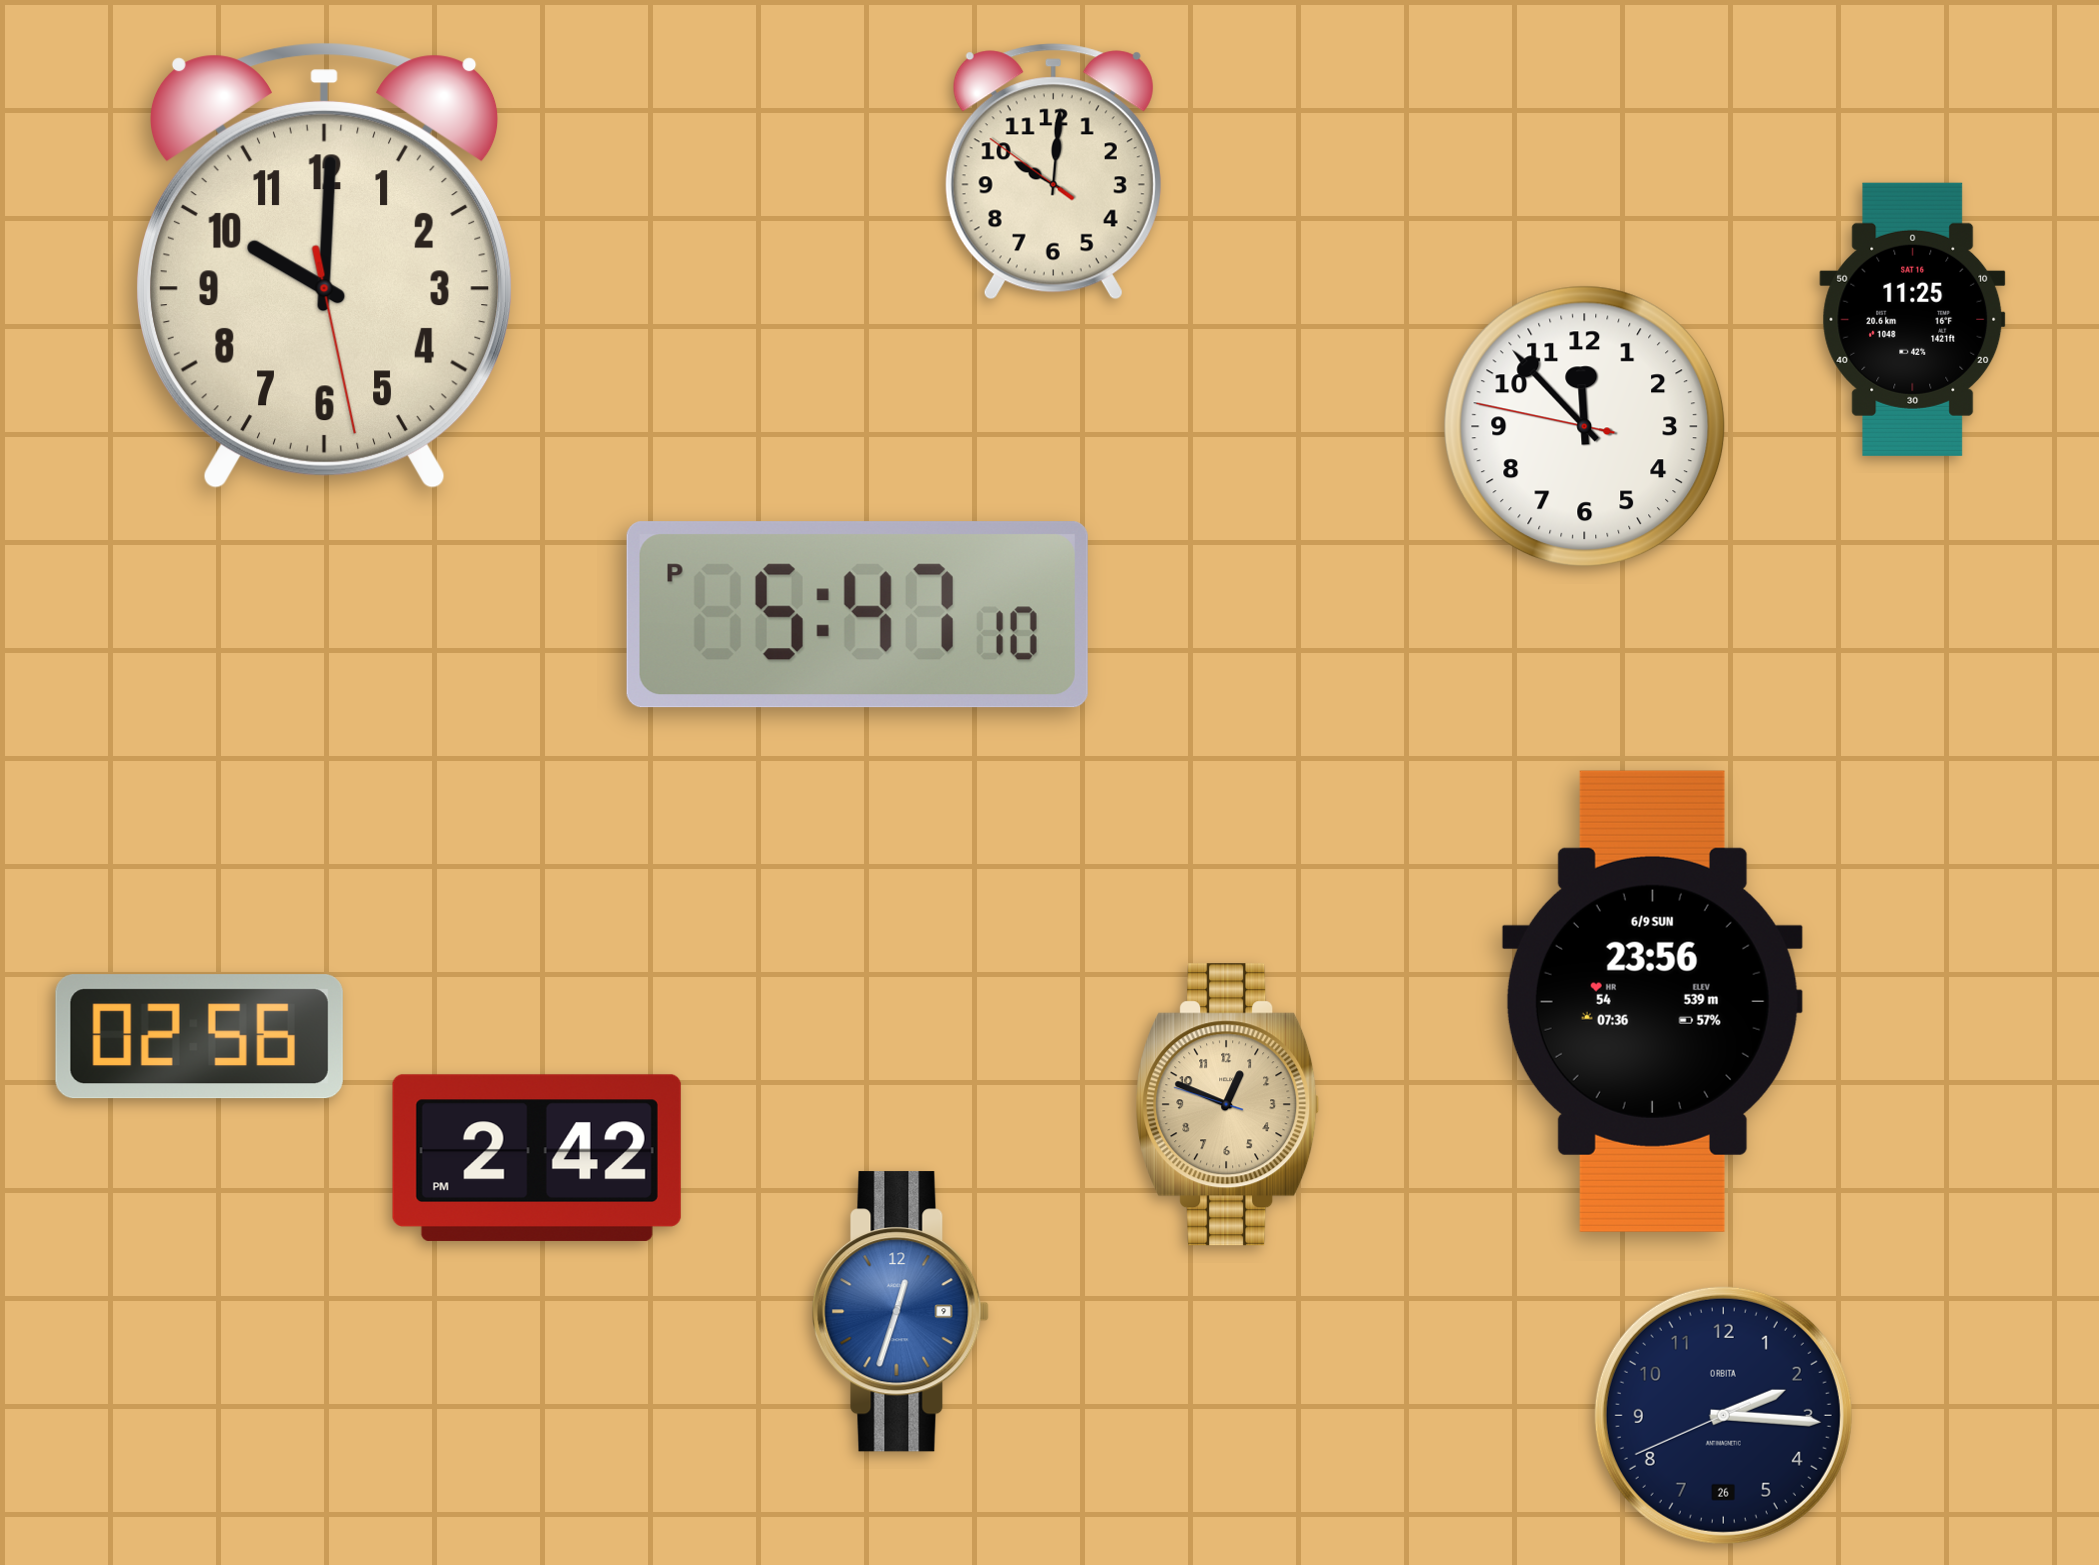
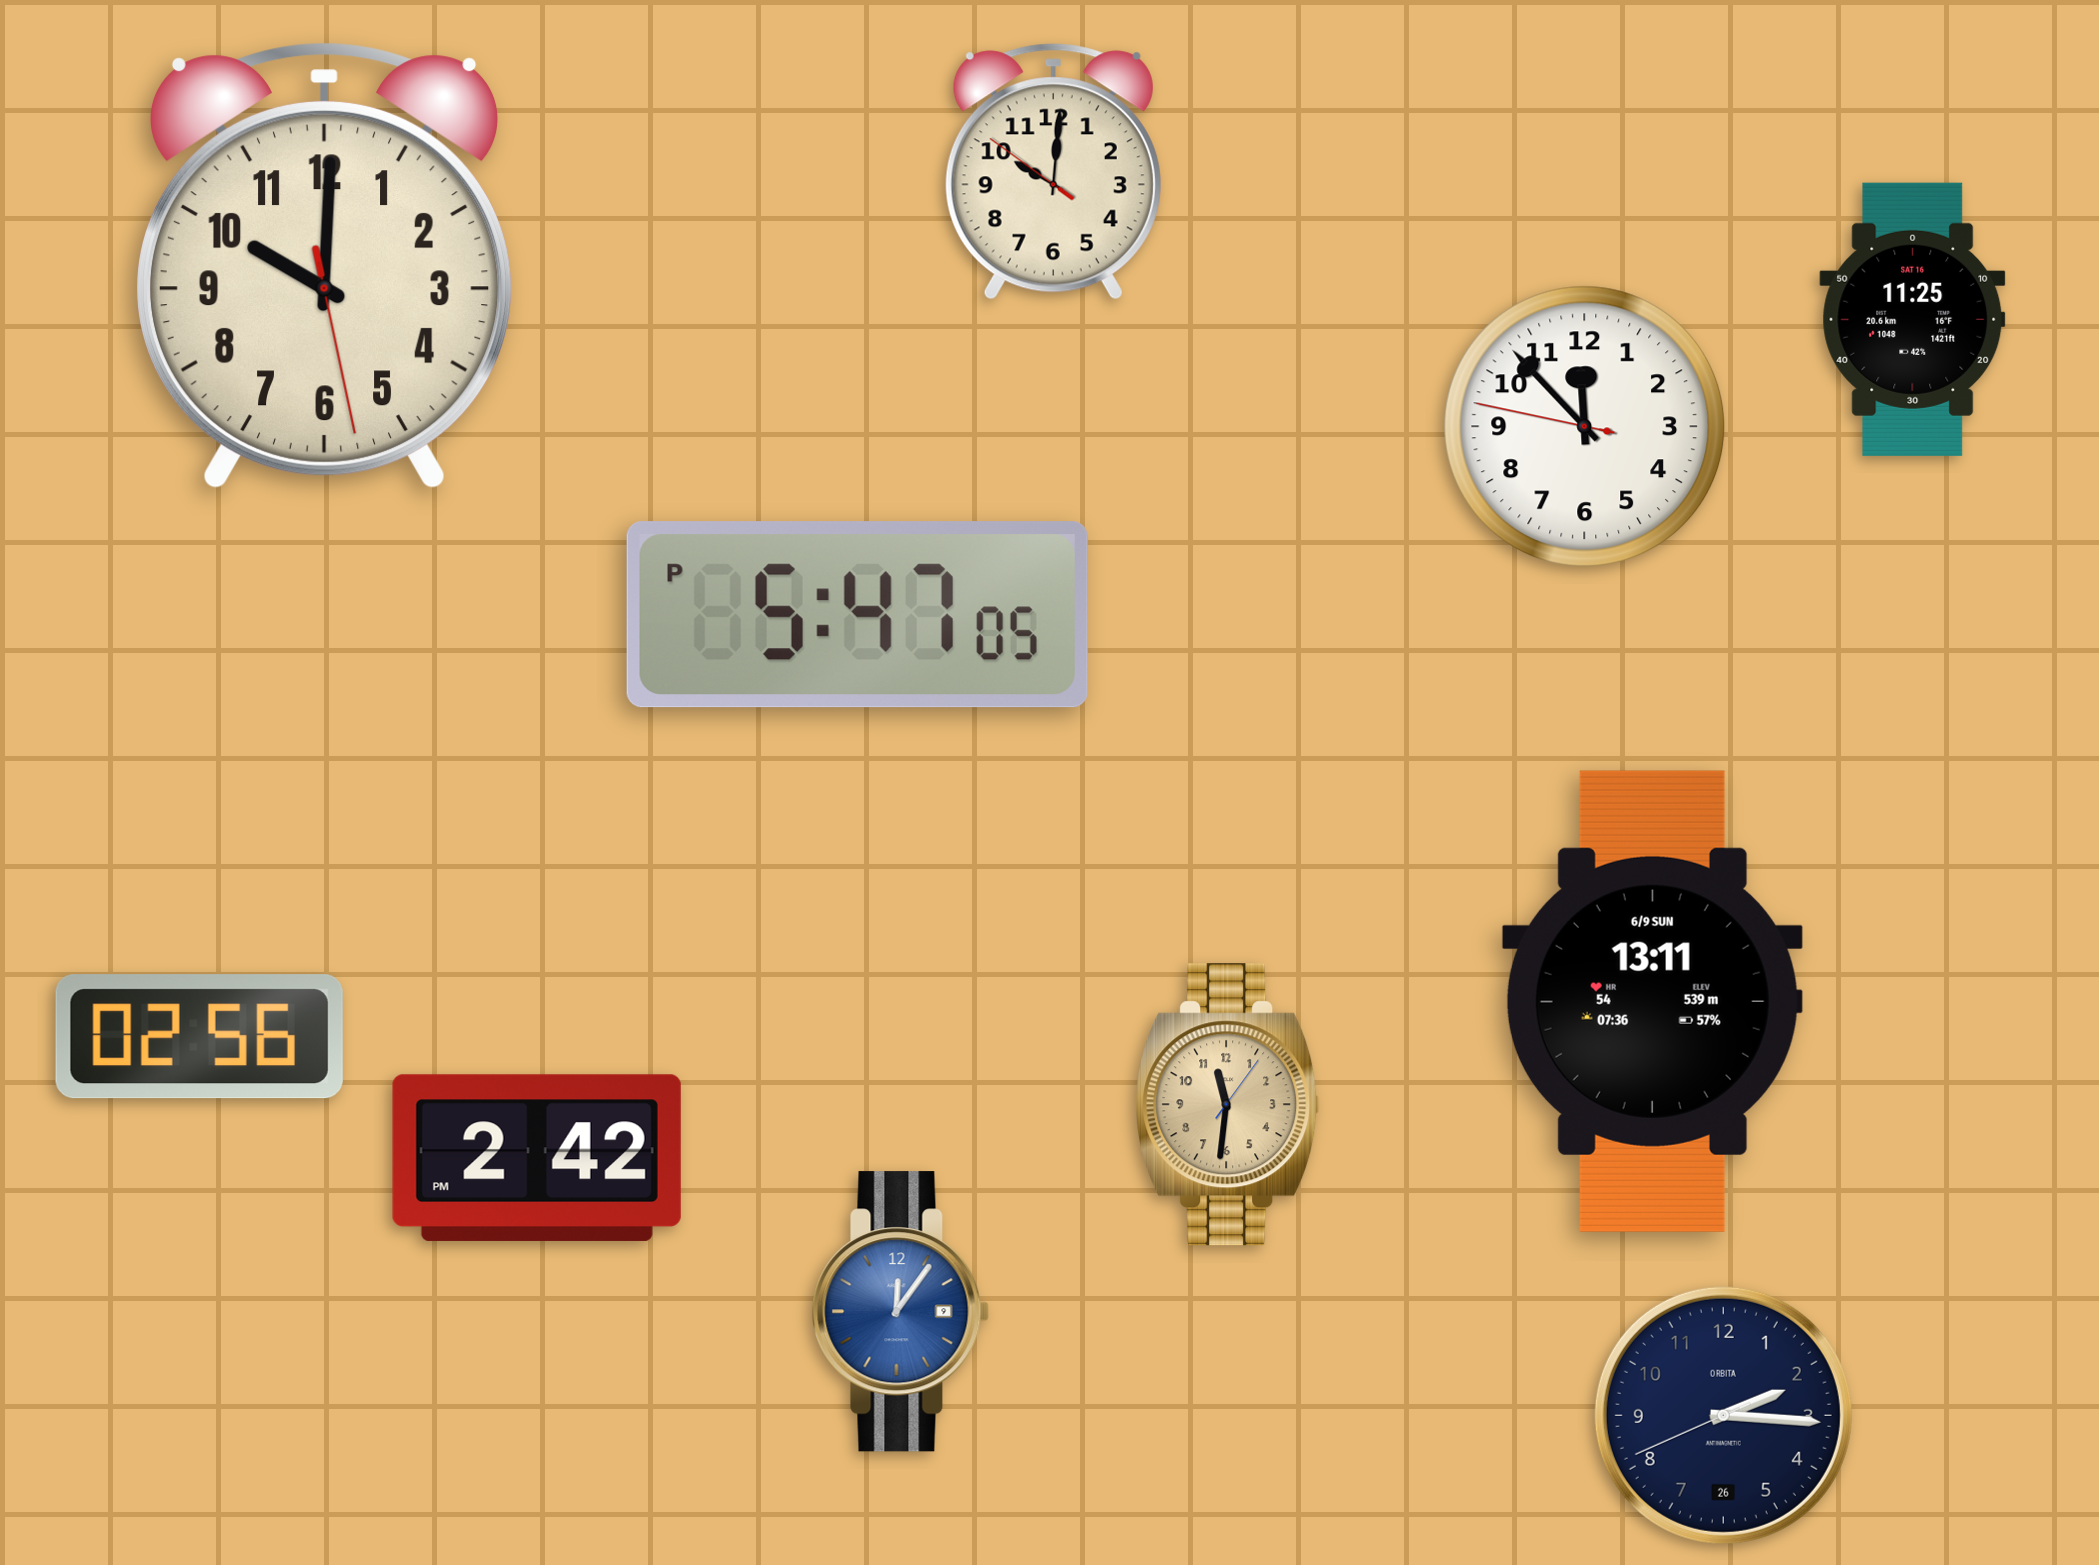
clock at (857, 615): 5:47:10 PM -> 5:47:05 PM
clock at (1652, 1001): 23:56 -> 13:11
clock at (1228, 1105): 12:48 -> 11:31
clock at (900, 1312): 12:33 -> 12:06
